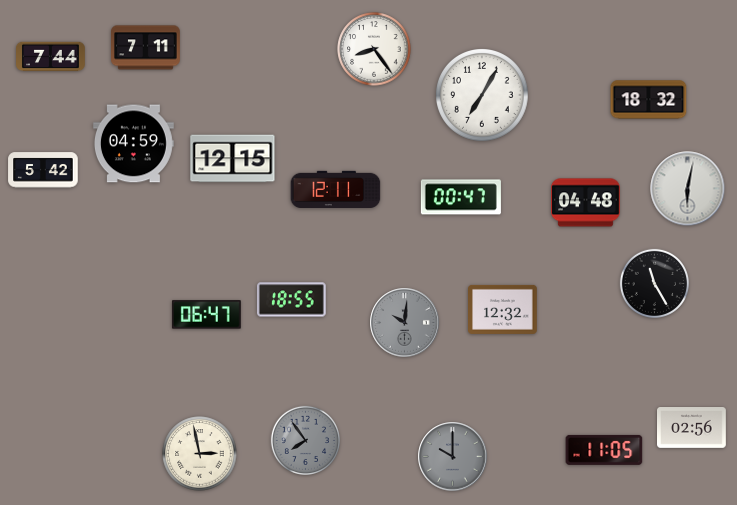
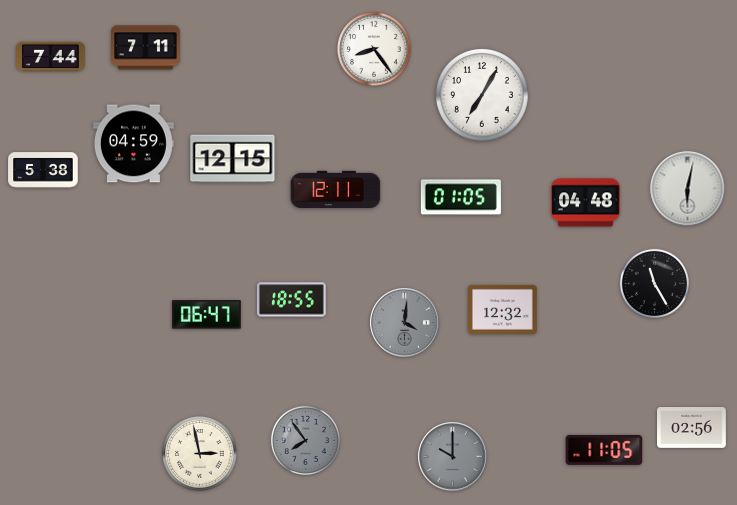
clock at (649, 100): 18:32 -> none
clock at (43, 170): 5:42 -> 5:38
clock at (461, 197): 00:47 -> 01:05
clock at (405, 323): 10:01 -> 4:01
